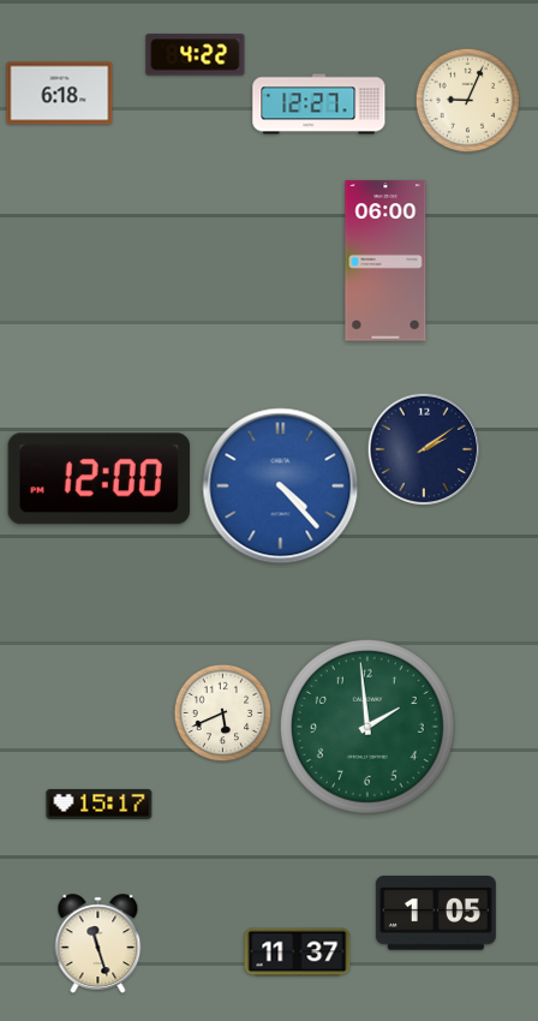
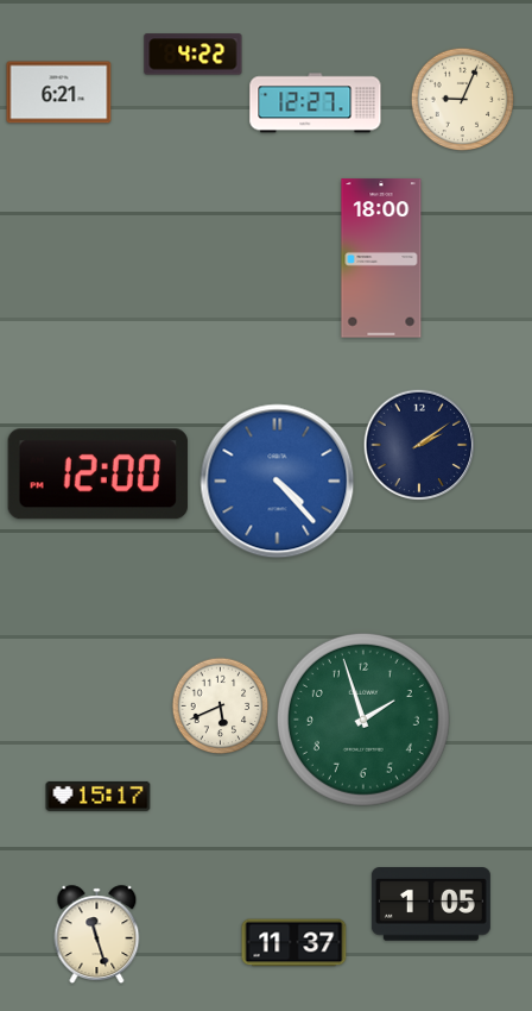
clock at (60, 94): 6:18 -> 6:21
clock at (385, 261): 06:00 -> 18:00
clock at (367, 727): 1:59 -> 1:57
